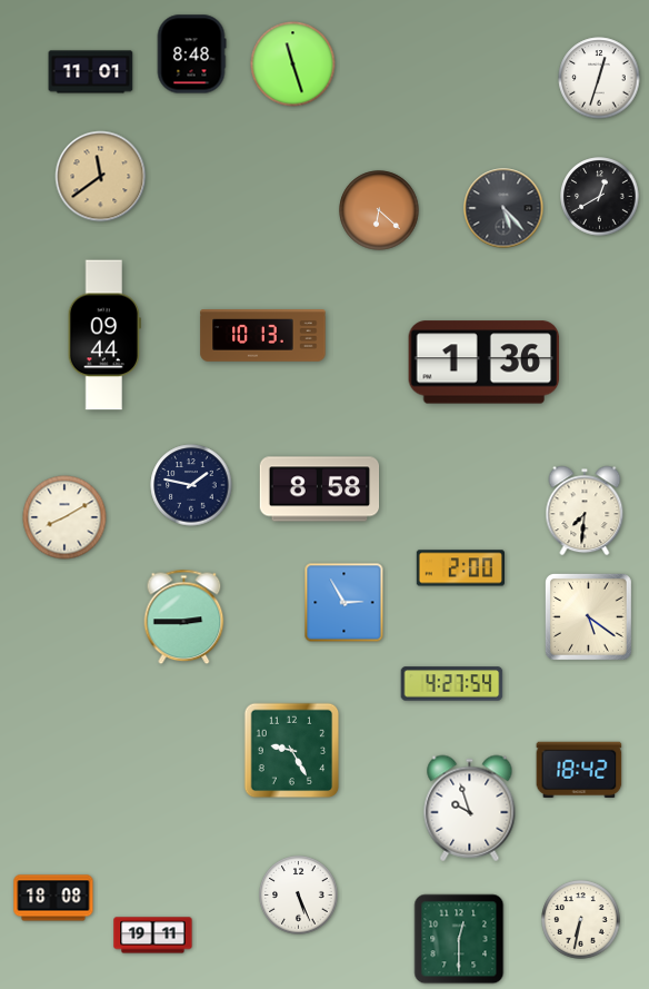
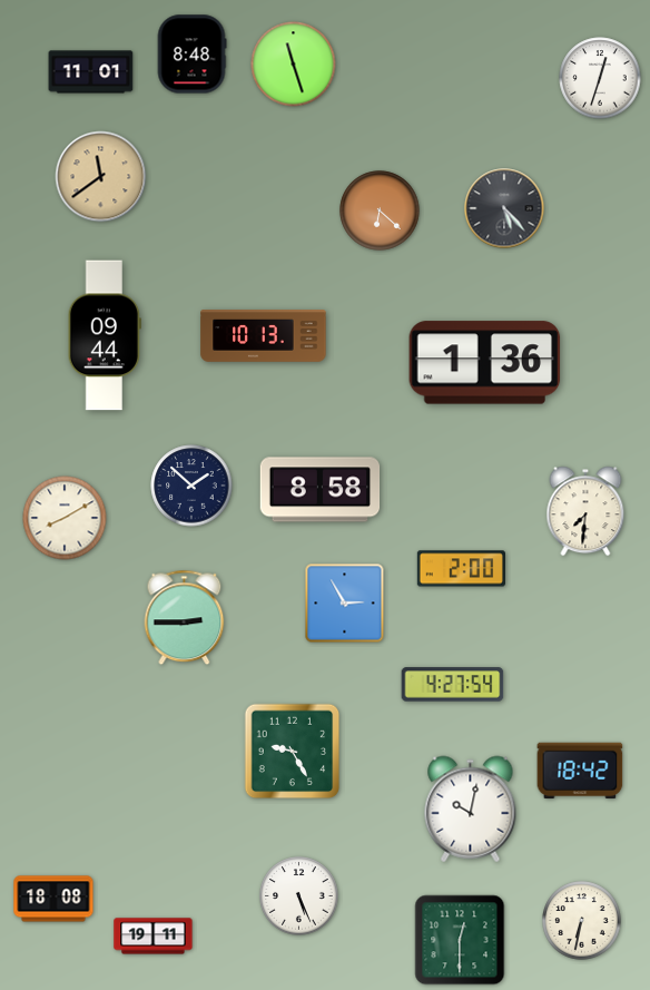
clock at (600, 197): 12:40 -> none
clock at (191, 485): 1:47 -> 1:52
clock at (588, 616): 5:21 -> none
clock at (470, 809): 9:57 -> 10:02
